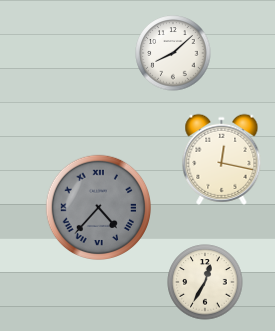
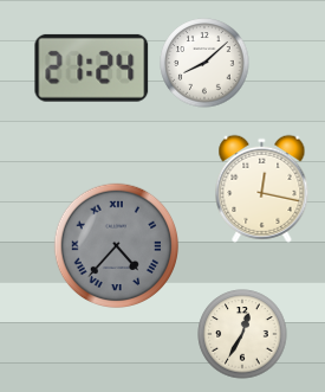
clock at (92, 68): none -> 21:24
